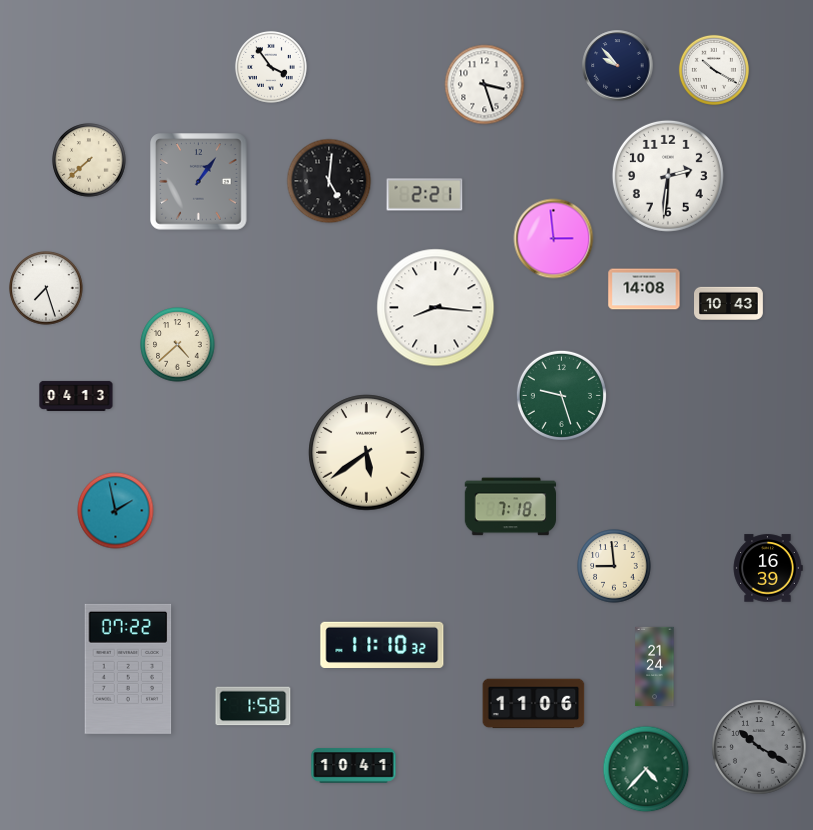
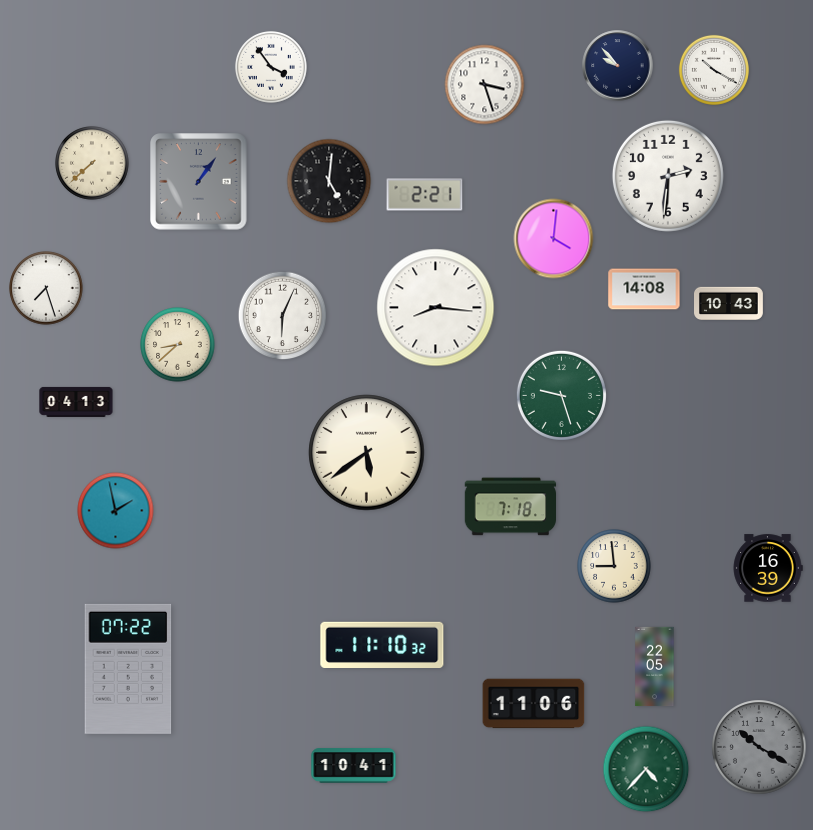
clock at (89, 160) position: (89, 160) -> (92, 163)
clock at (554, 239): 2:59 -> 4:01
clock at (283, 316): none -> 6:04
clock at (178, 345): 4:38 -> 8:38
clock at (76, 396) position: (76, 396) -> (76, 402)
clock at (655, 667): 21:24 -> 22:05
clock at (253, 706): 1:58 -> none
